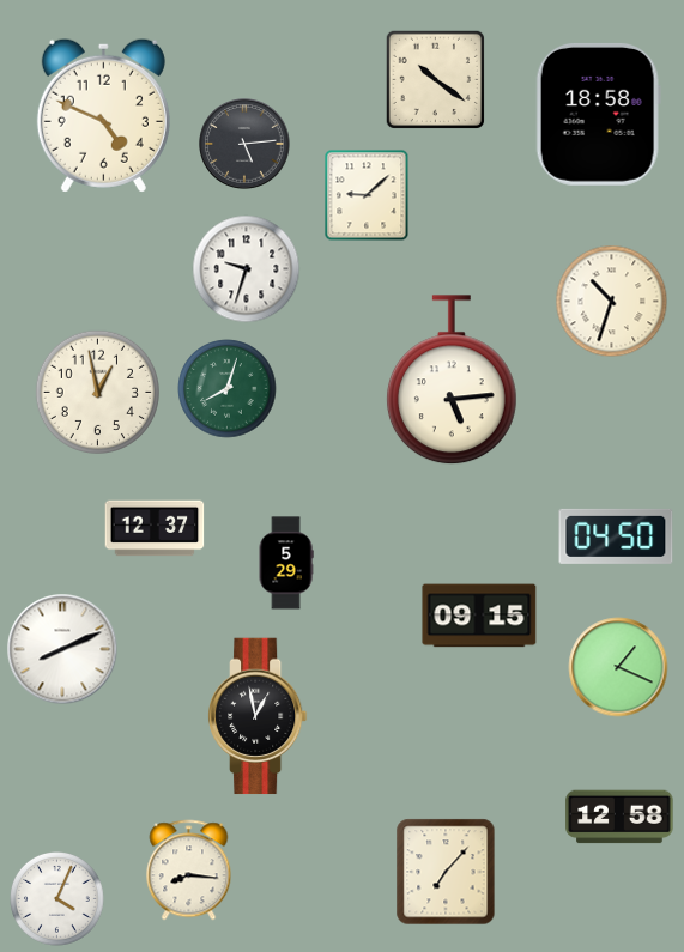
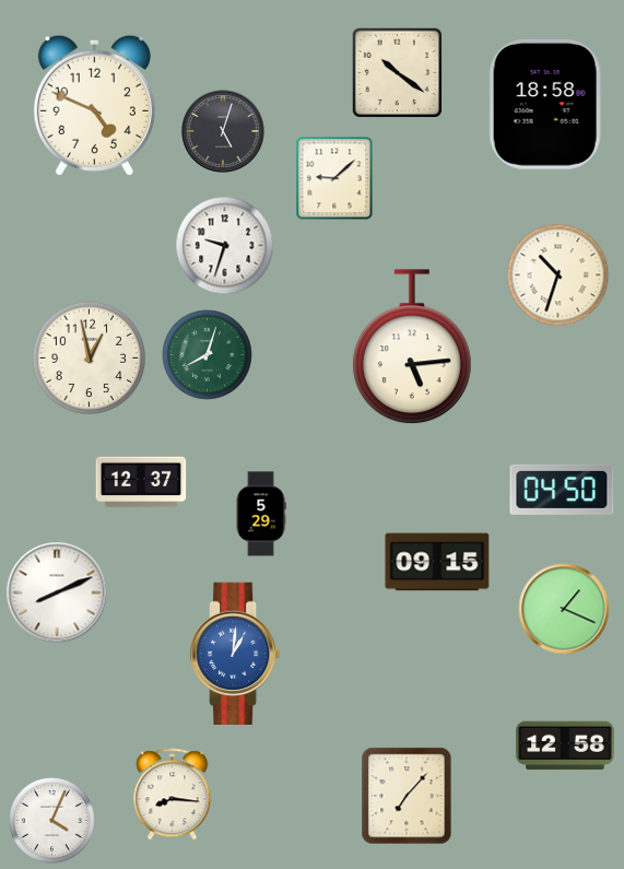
clock at (244, 144): 5:14 -> 5:03
clock at (259, 716): 12:58 -> 1:01
clock at (259, 716) dial: black -> blue
